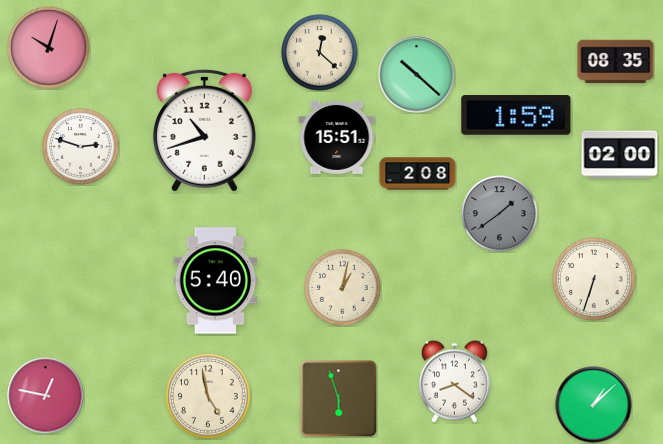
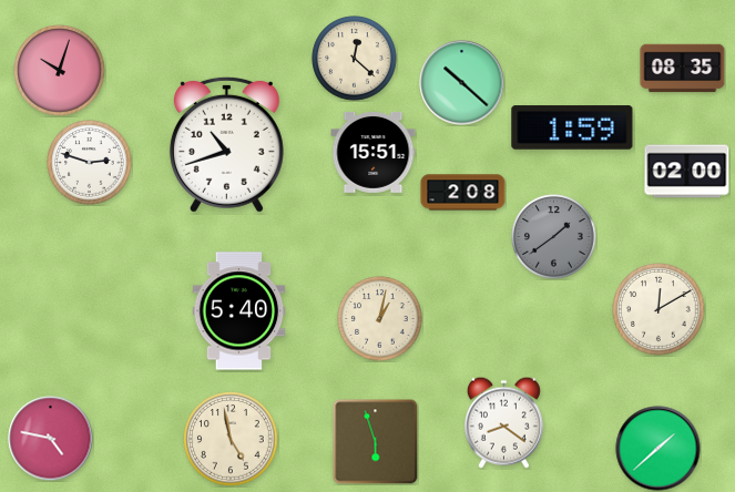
clock at (49, 48) position: (49, 48) -> (60, 71)
clock at (594, 279): 6:33 -> 12:10
clock at (46, 396): 12:47 -> 4:47
clock at (594, 405): 1:08 -> 1:38
